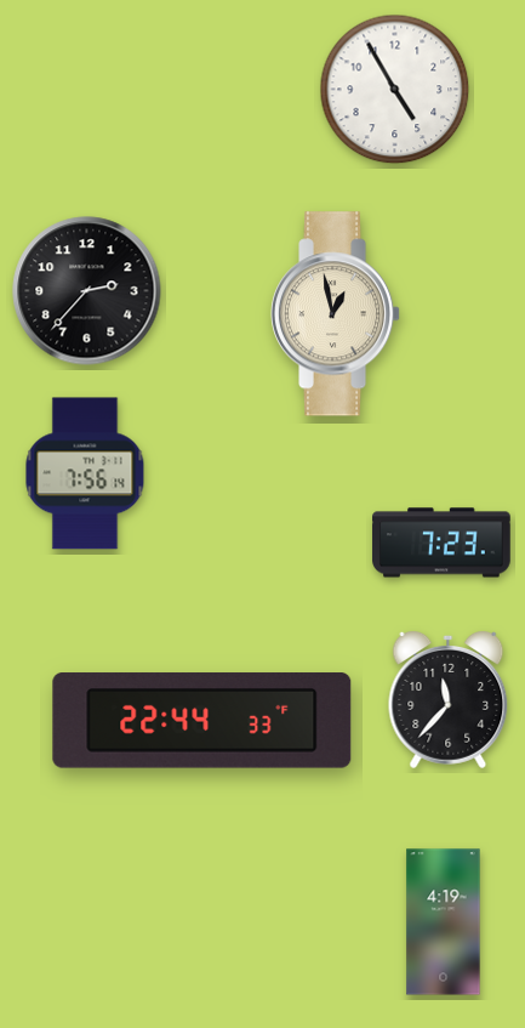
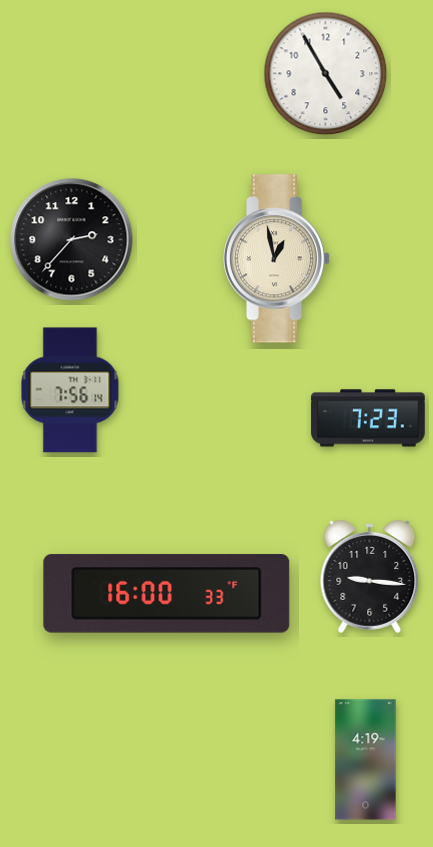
clock at (441, 543) position: (441, 543) -> (368, 418)
clock at (449, 700): 11:37 -> 9:16
clock at (202, 721): 22:44 -> 16:00
